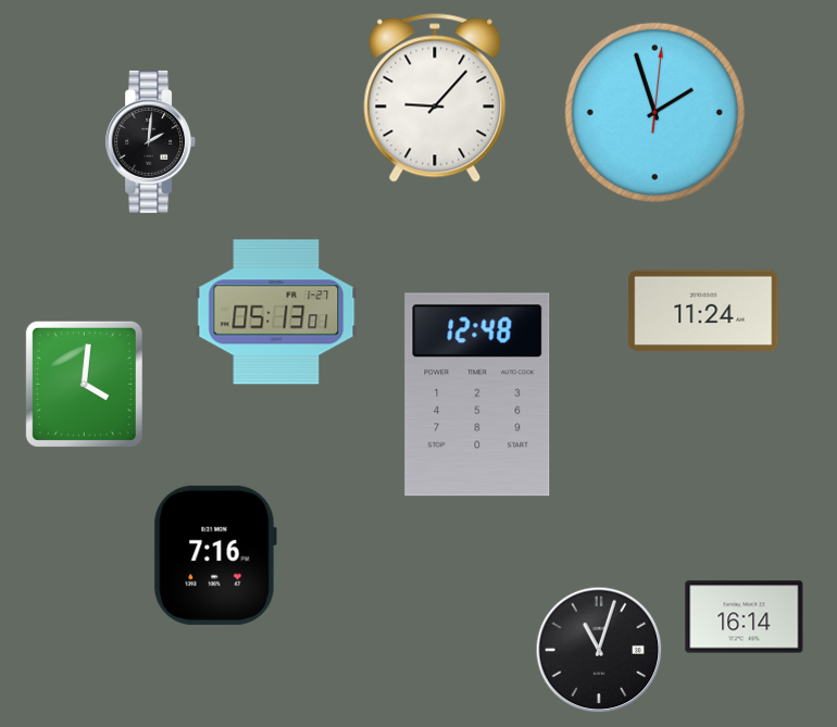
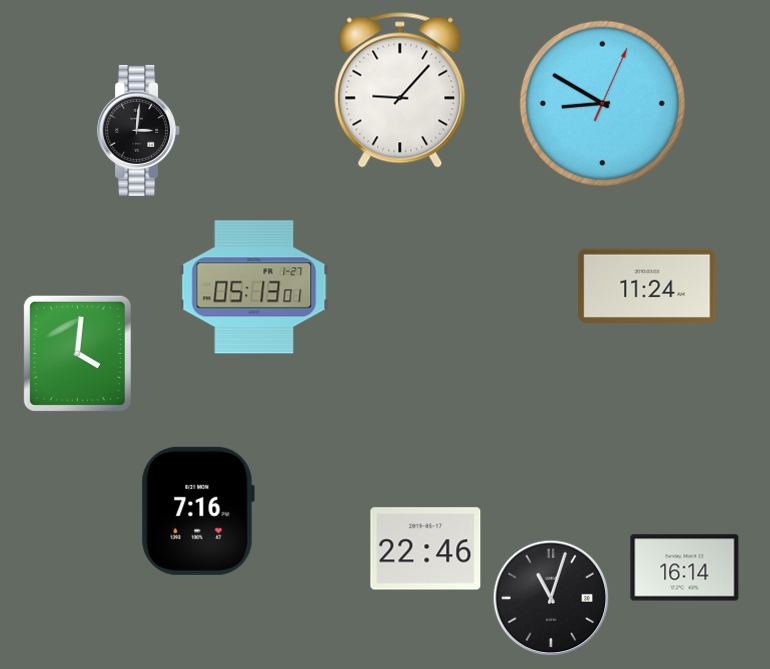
clock at (654, 112): 1:57 -> 8:50
clock at (151, 141): 2:01 -> 3:01
clock at (477, 394): 12:48 -> none
clock at (426, 549): none -> 22:46
